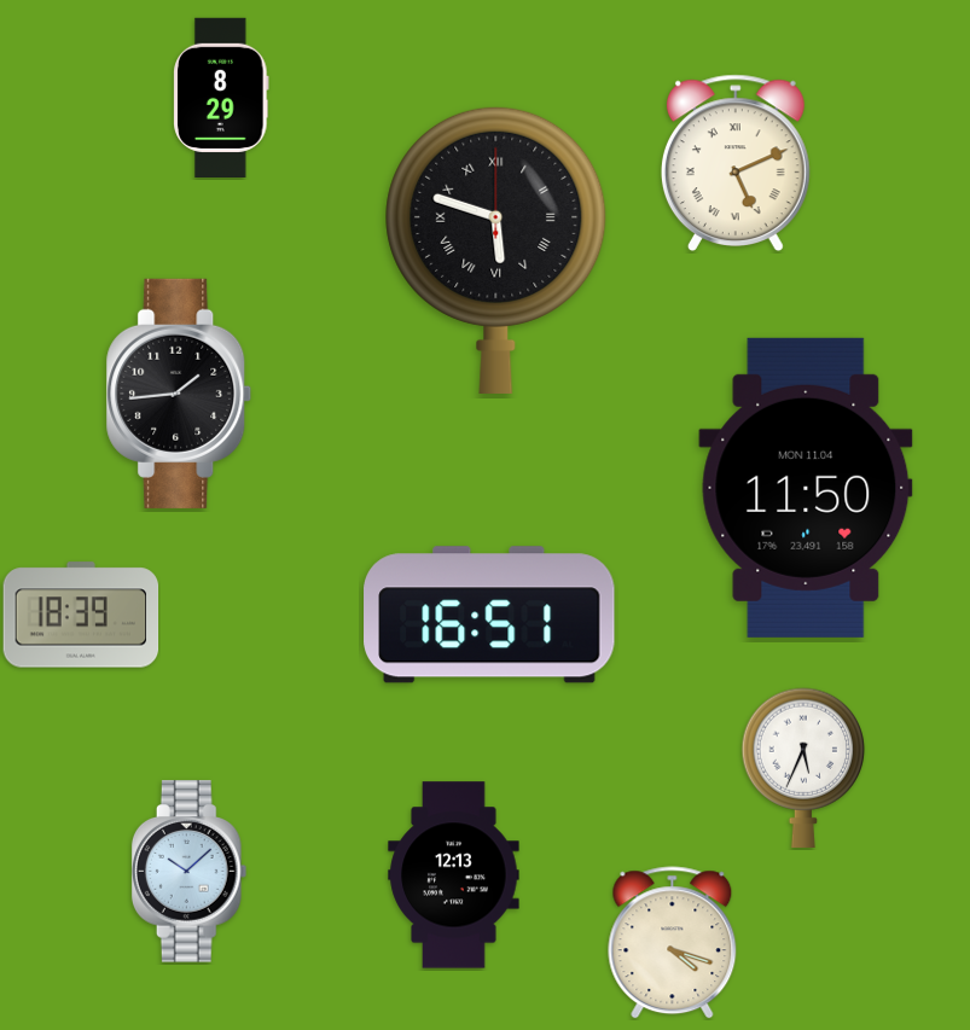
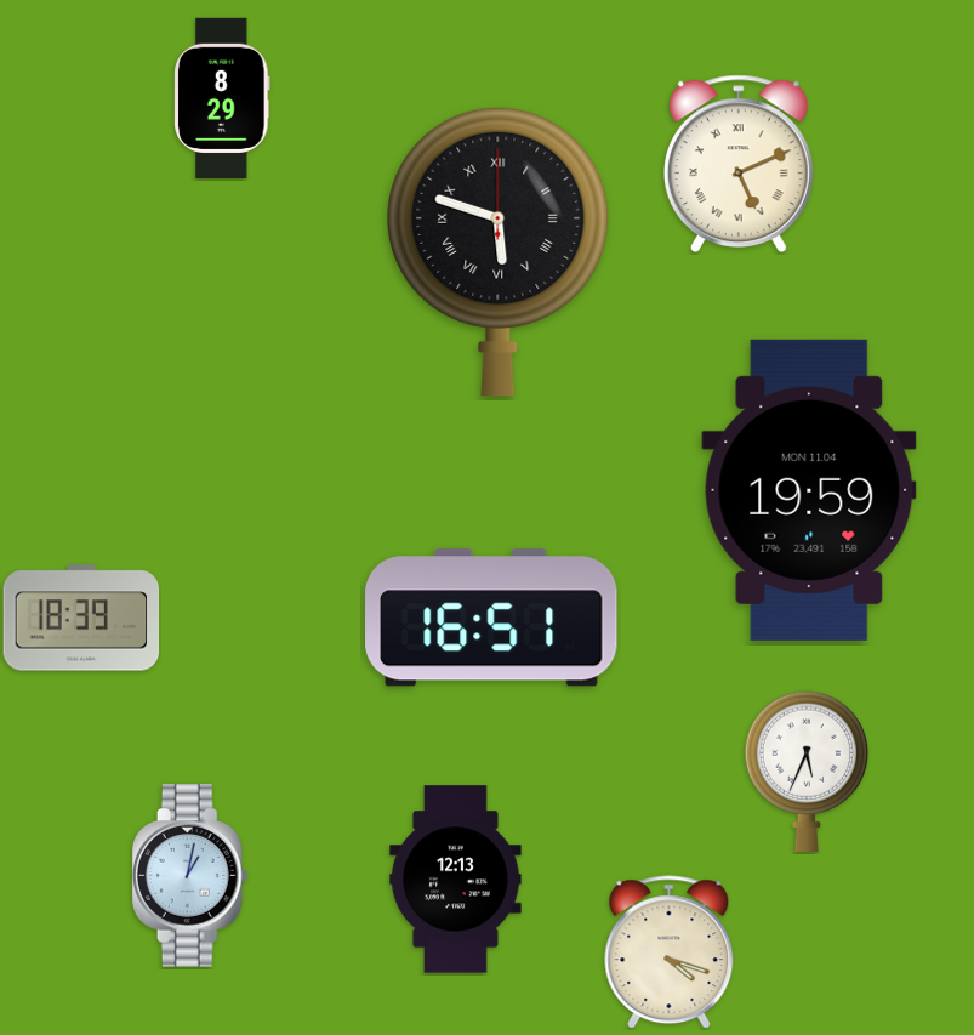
clock at (179, 394): 1:44 -> none
clock at (806, 488): 11:50 -> 19:59
clock at (190, 872): 10:08 -> 1:02
clock at (673, 943) position: (673, 943) -> (670, 952)
